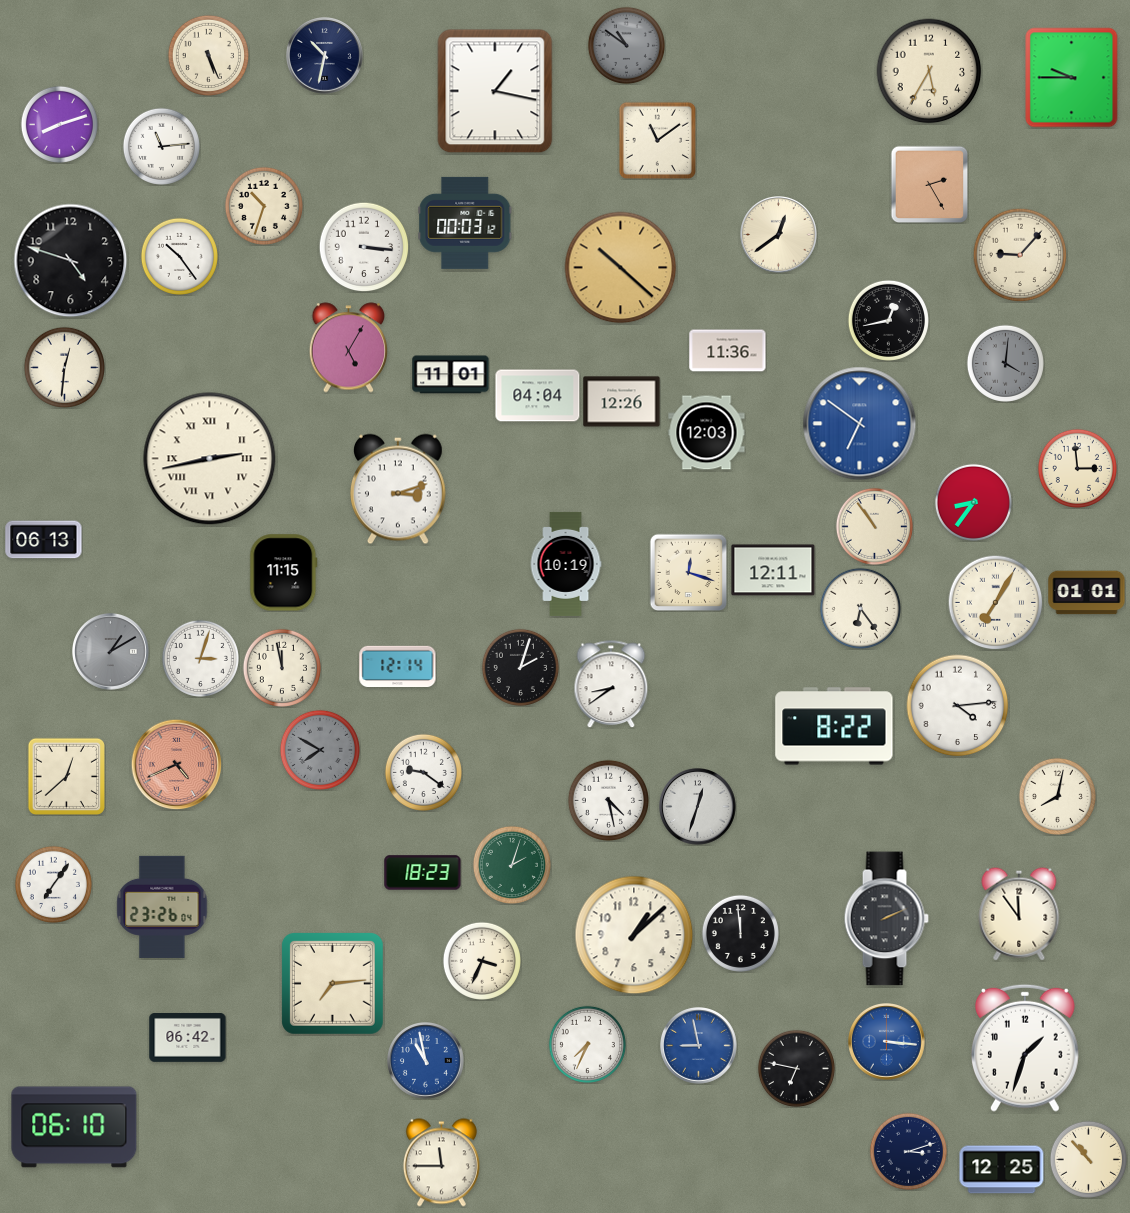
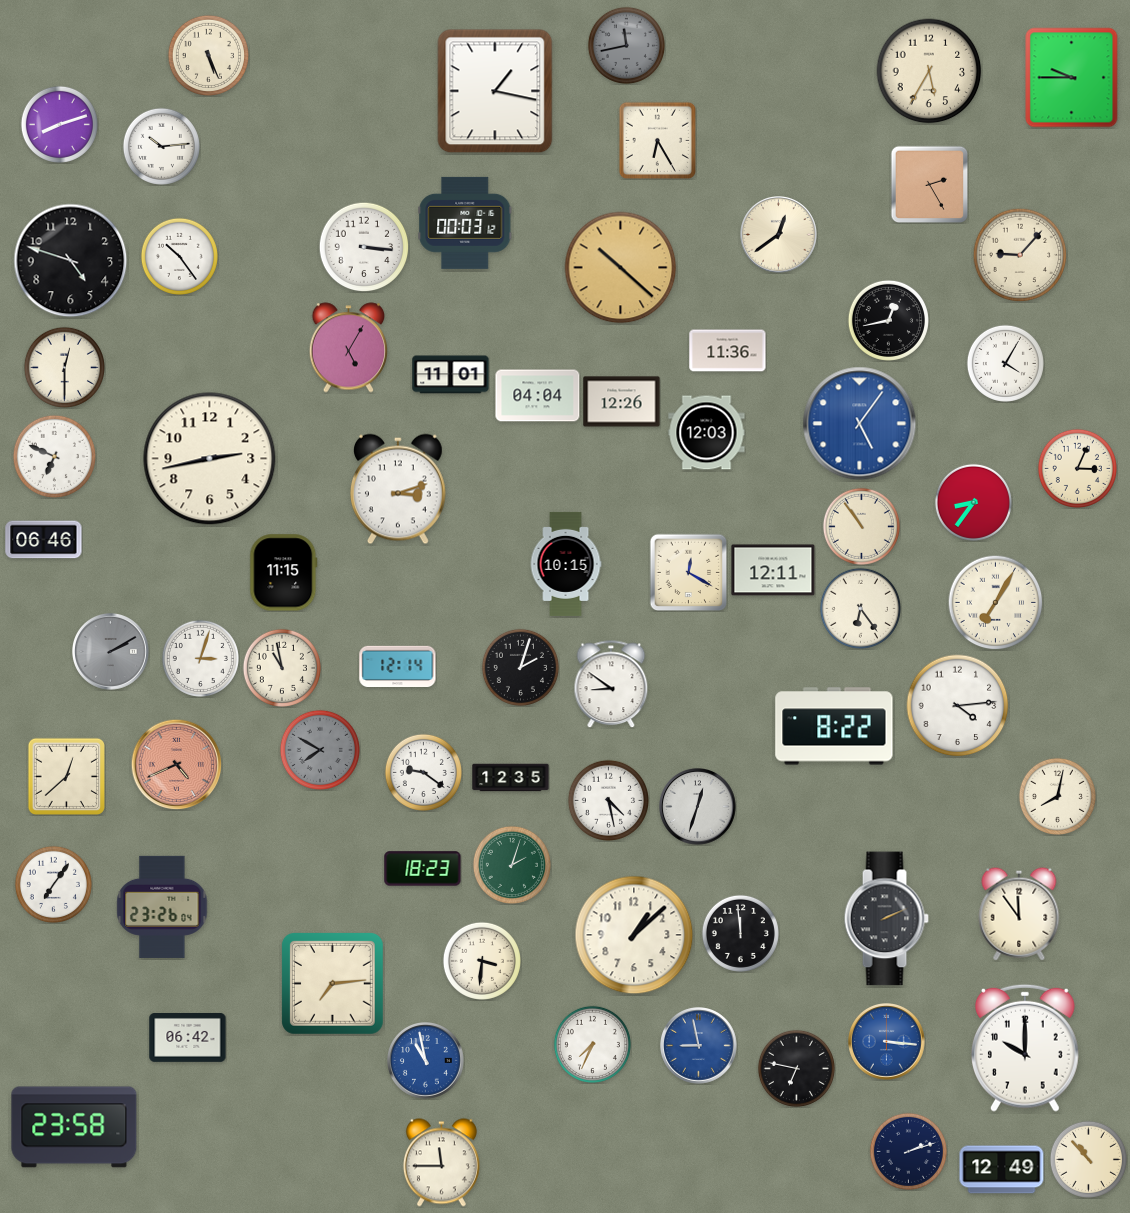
clock at (626, 45): 10:51 -> 11:43
clock at (325, 56): 10:32 -> none
clock at (657, 140): 11:09 -> 6:25
clock at (161, 146): 11:14 -> 10:14
clock at (264, 206): 10:33 -> none
clock at (1005, 363): 4:01 -> 4:05
clock at (1005, 363) dial: grey -> white
clock at (64, 367): 12:31 -> 12:30
clock at (860, 424): 6:51 -> 5:06
clock at (54, 456): none -> 6:49
clock at (210, 459) numerals: Roman -> Arabic
clock at (1077, 468): 2:59 -> 3:04
clock at (874, 526) position: (874, 526) -> (861, 526)
clock at (44, 540): 06:13 -> 06:46
clock at (566, 564): 10:19 -> 10:15
clock at (688, 572): 12:18 -> 12:20
clock at (1087, 593): 01:01 -> none
clock at (111, 652): 1:10 -> 2:10
clock at (282, 668): 11:58 -> 10:58
clock at (611, 684): 8:39 -> 8:51
clock at (511, 778): none -> 12:35
clock at (423, 873) position: (423, 873) -> (423, 869)
clock at (482, 961): 3:34 -> 3:31
clock at (587, 1044) position: (587, 1044) -> (592, 1044)
clock at (1025, 1048): 1:33 -> 10:00
clock at (74, 1127): 06:10 -> 23:58
clock at (908, 1151): 3:12 -> 2:12
clock at (1002, 1170): 12:25 -> 12:49
